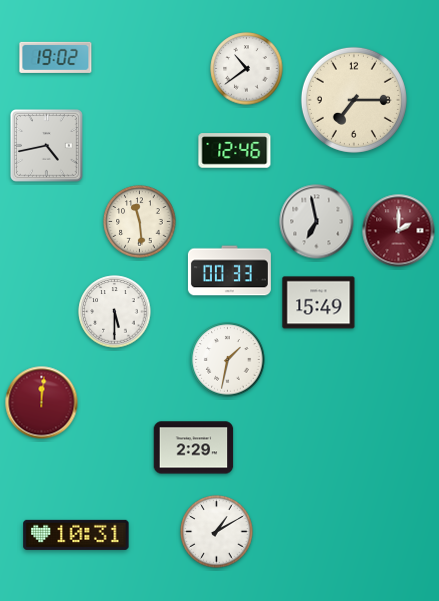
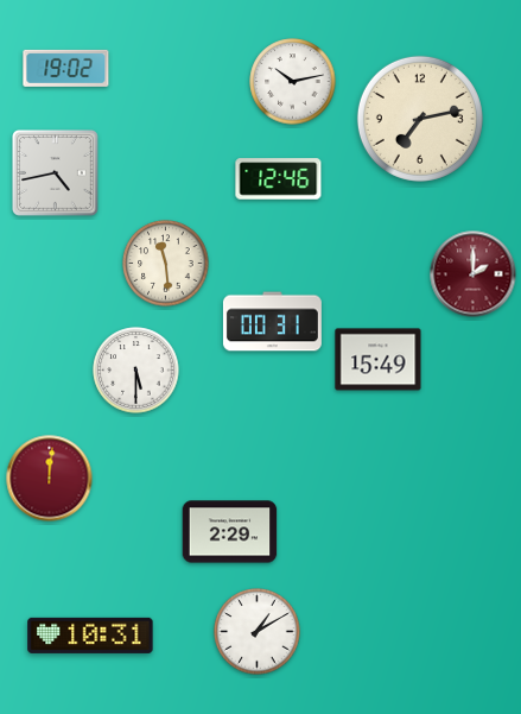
clock at (247, 69): 10:39 -> 10:13
clock at (354, 100): 7:15 -> 7:13
clock at (317, 222): 6:58 -> none
clock at (229, 271): 00:33 -> 00:31
clock at (228, 360): 1:32 -> none
